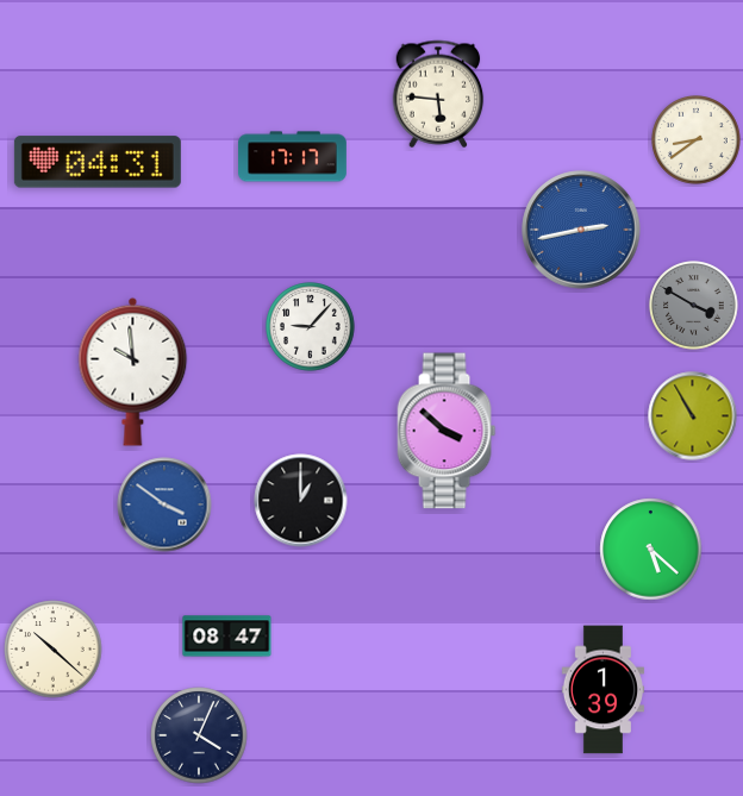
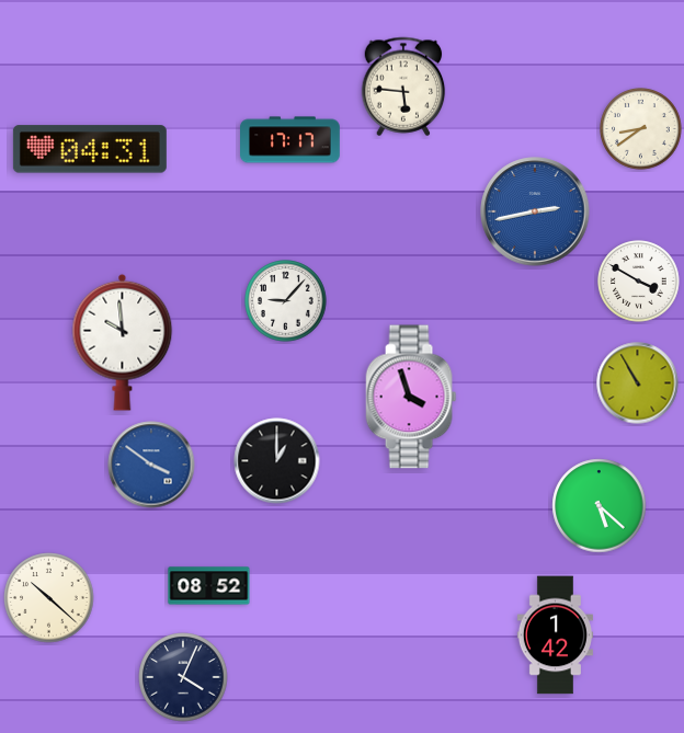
clock at (293, 157) position: (293, 157) -> (290, 140)
clock at (694, 306) dial: grey -> white
clock at (447, 431): 3:52 -> 3:57
clock at (227, 637): 08:47 -> 08:52
clock at (602, 690): 1:39 -> 1:42
